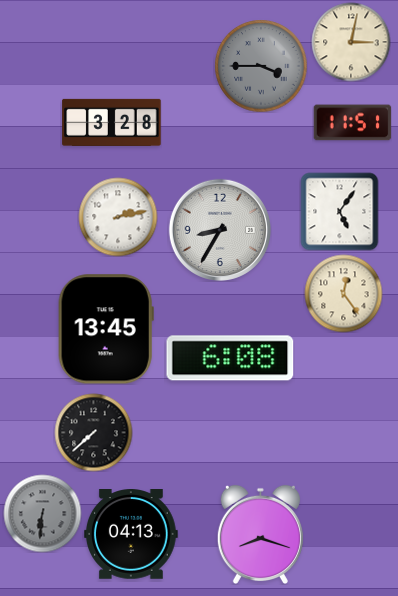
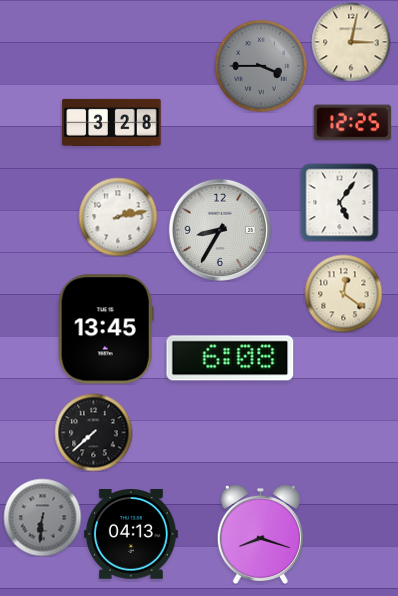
clock at (352, 123): 11:51 -> 12:25
clock at (339, 211) position: (339, 211) -> (339, 202)
clock at (343, 293): 12:24 -> 12:21
clock at (42, 513) position: (42, 513) -> (42, 517)
